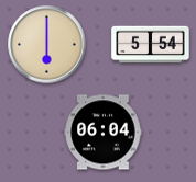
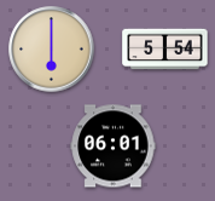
clock at (104, 133): 06:04 -> 06:01
